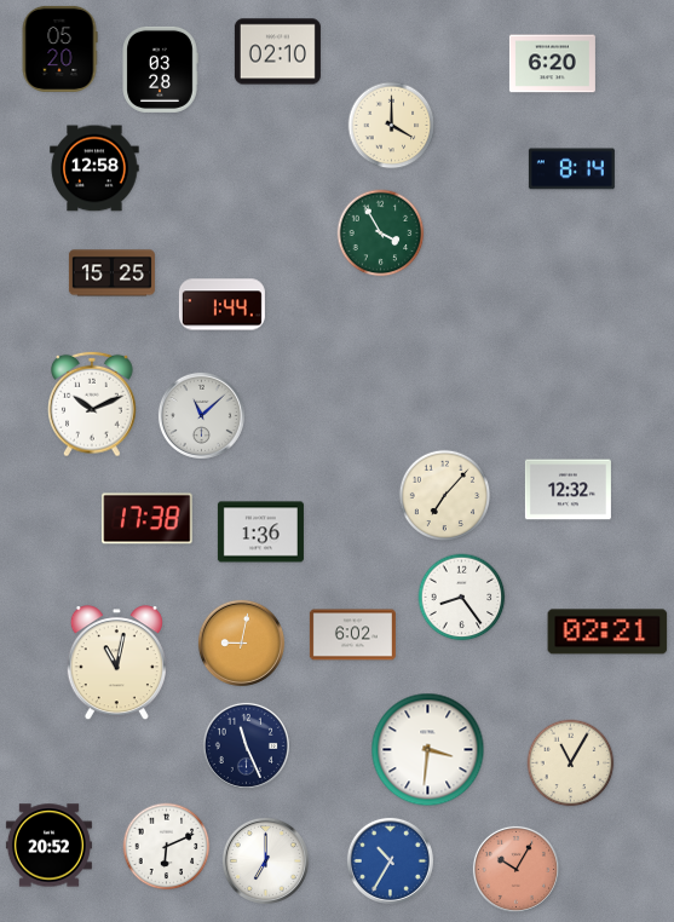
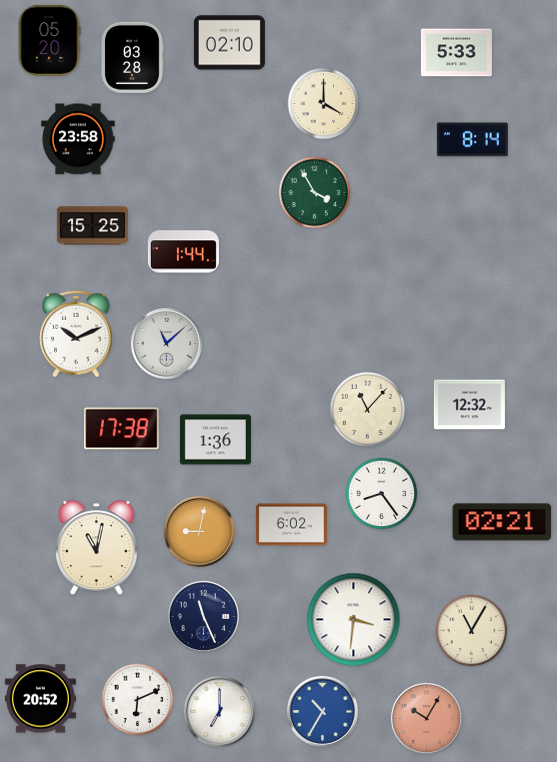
clock at (552, 64): 6:20 -> 5:33
clock at (94, 168): 12:58 -> 23:58
clock at (445, 496): 7:07 -> 11:07
